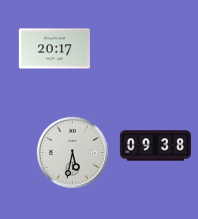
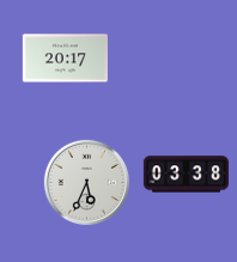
clock at (155, 146): 09:38 -> 03:38
clock at (72, 152): 5:32 -> 5:34
